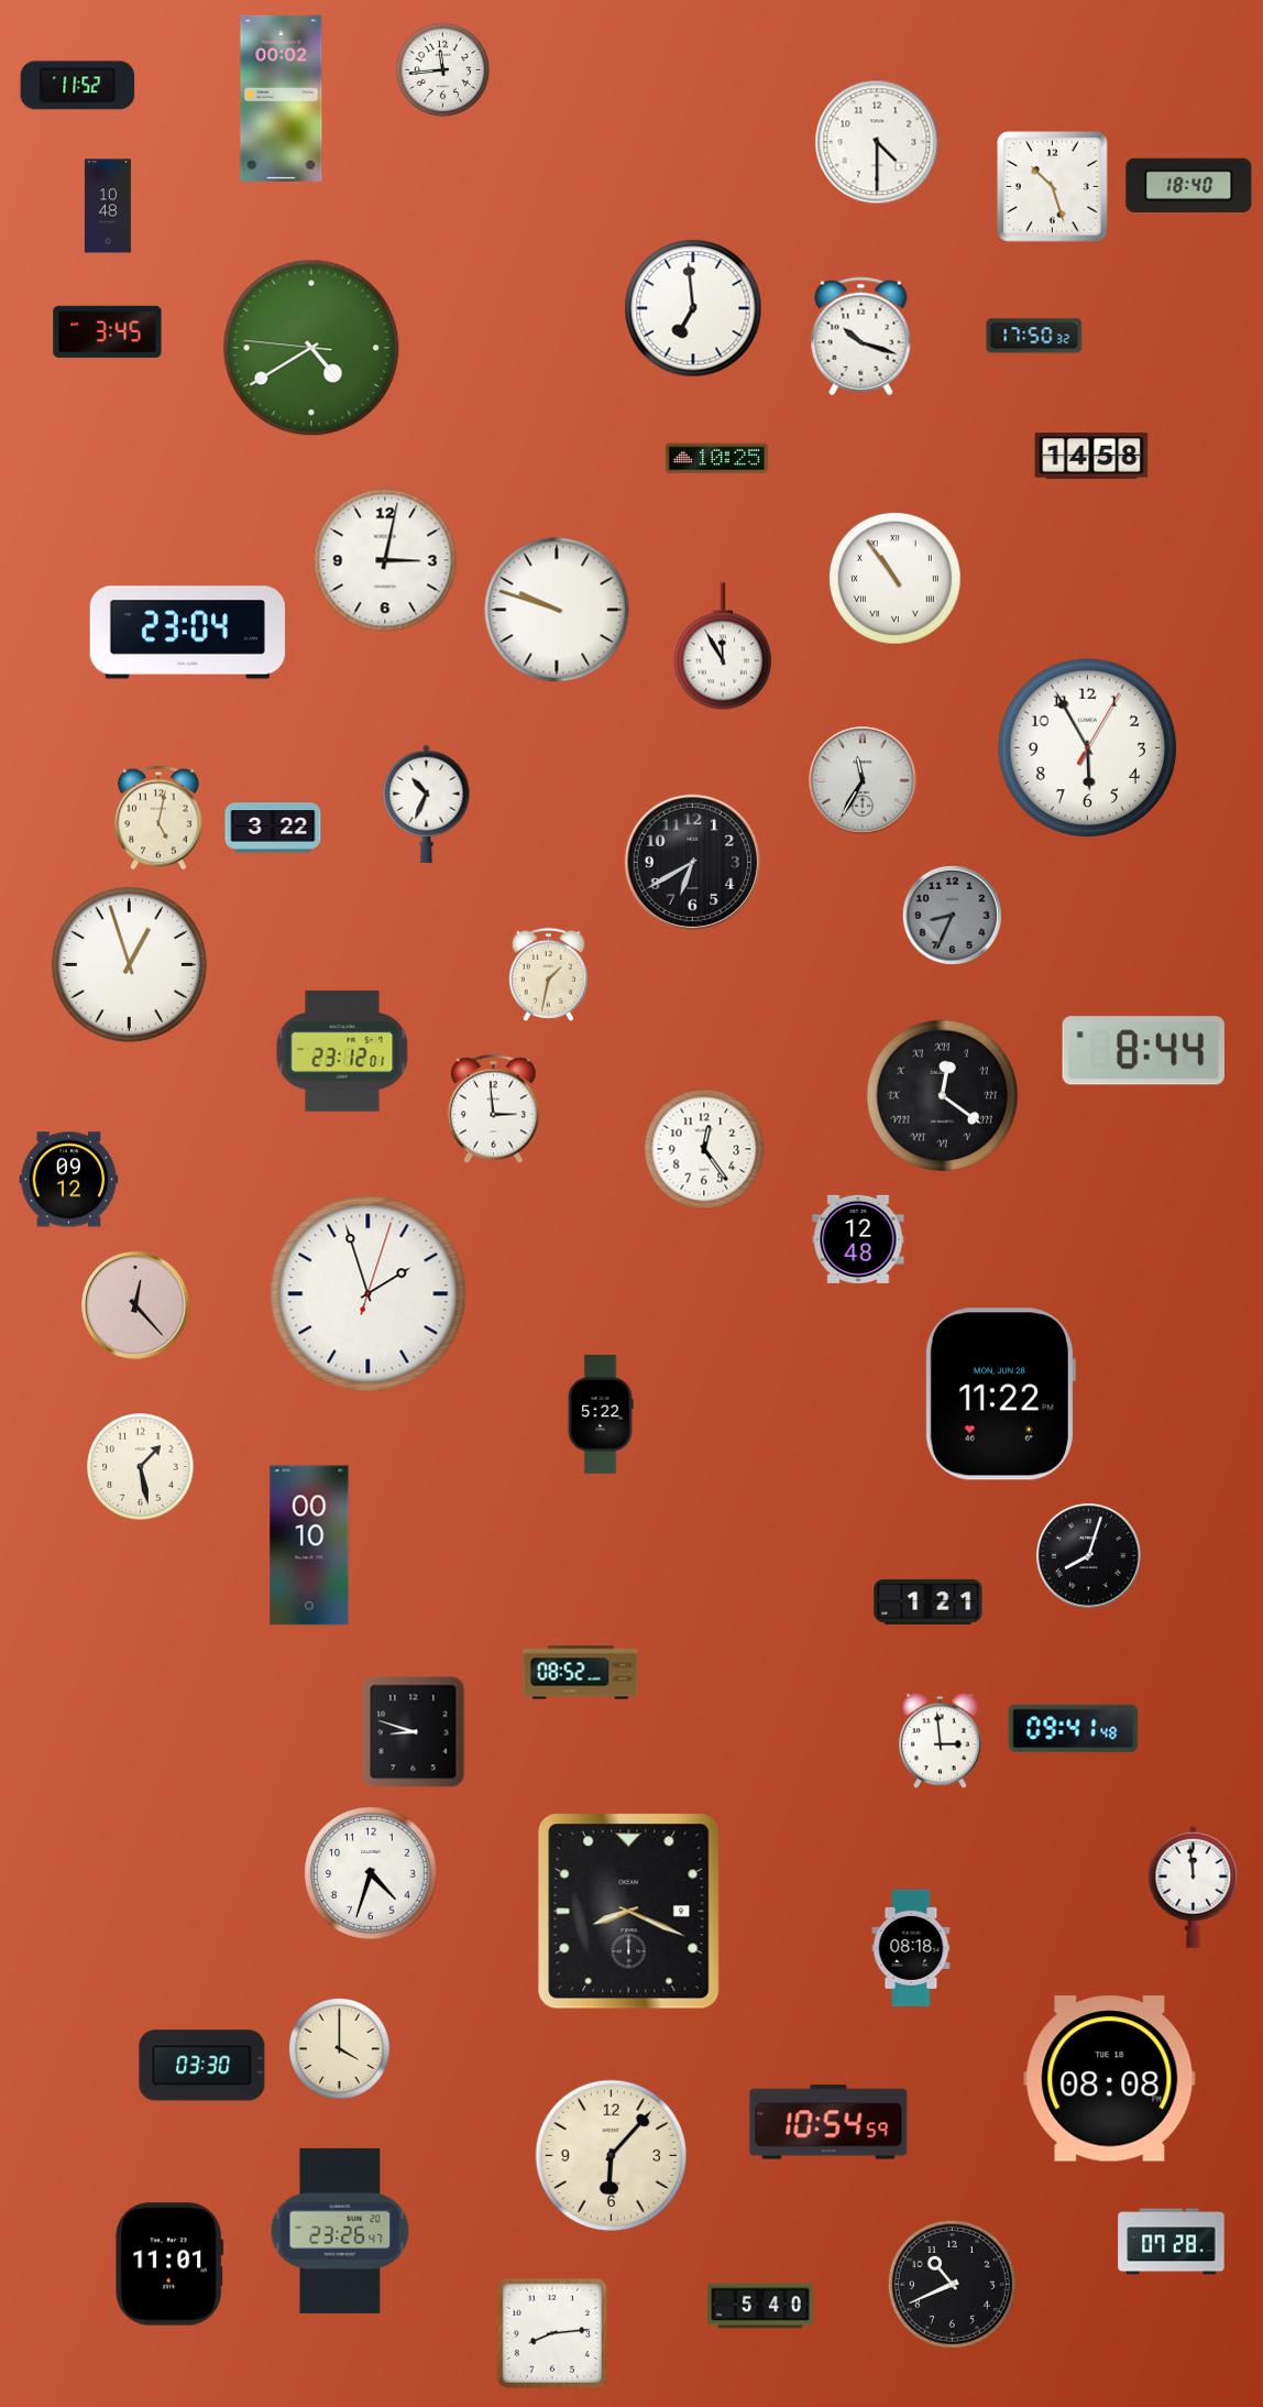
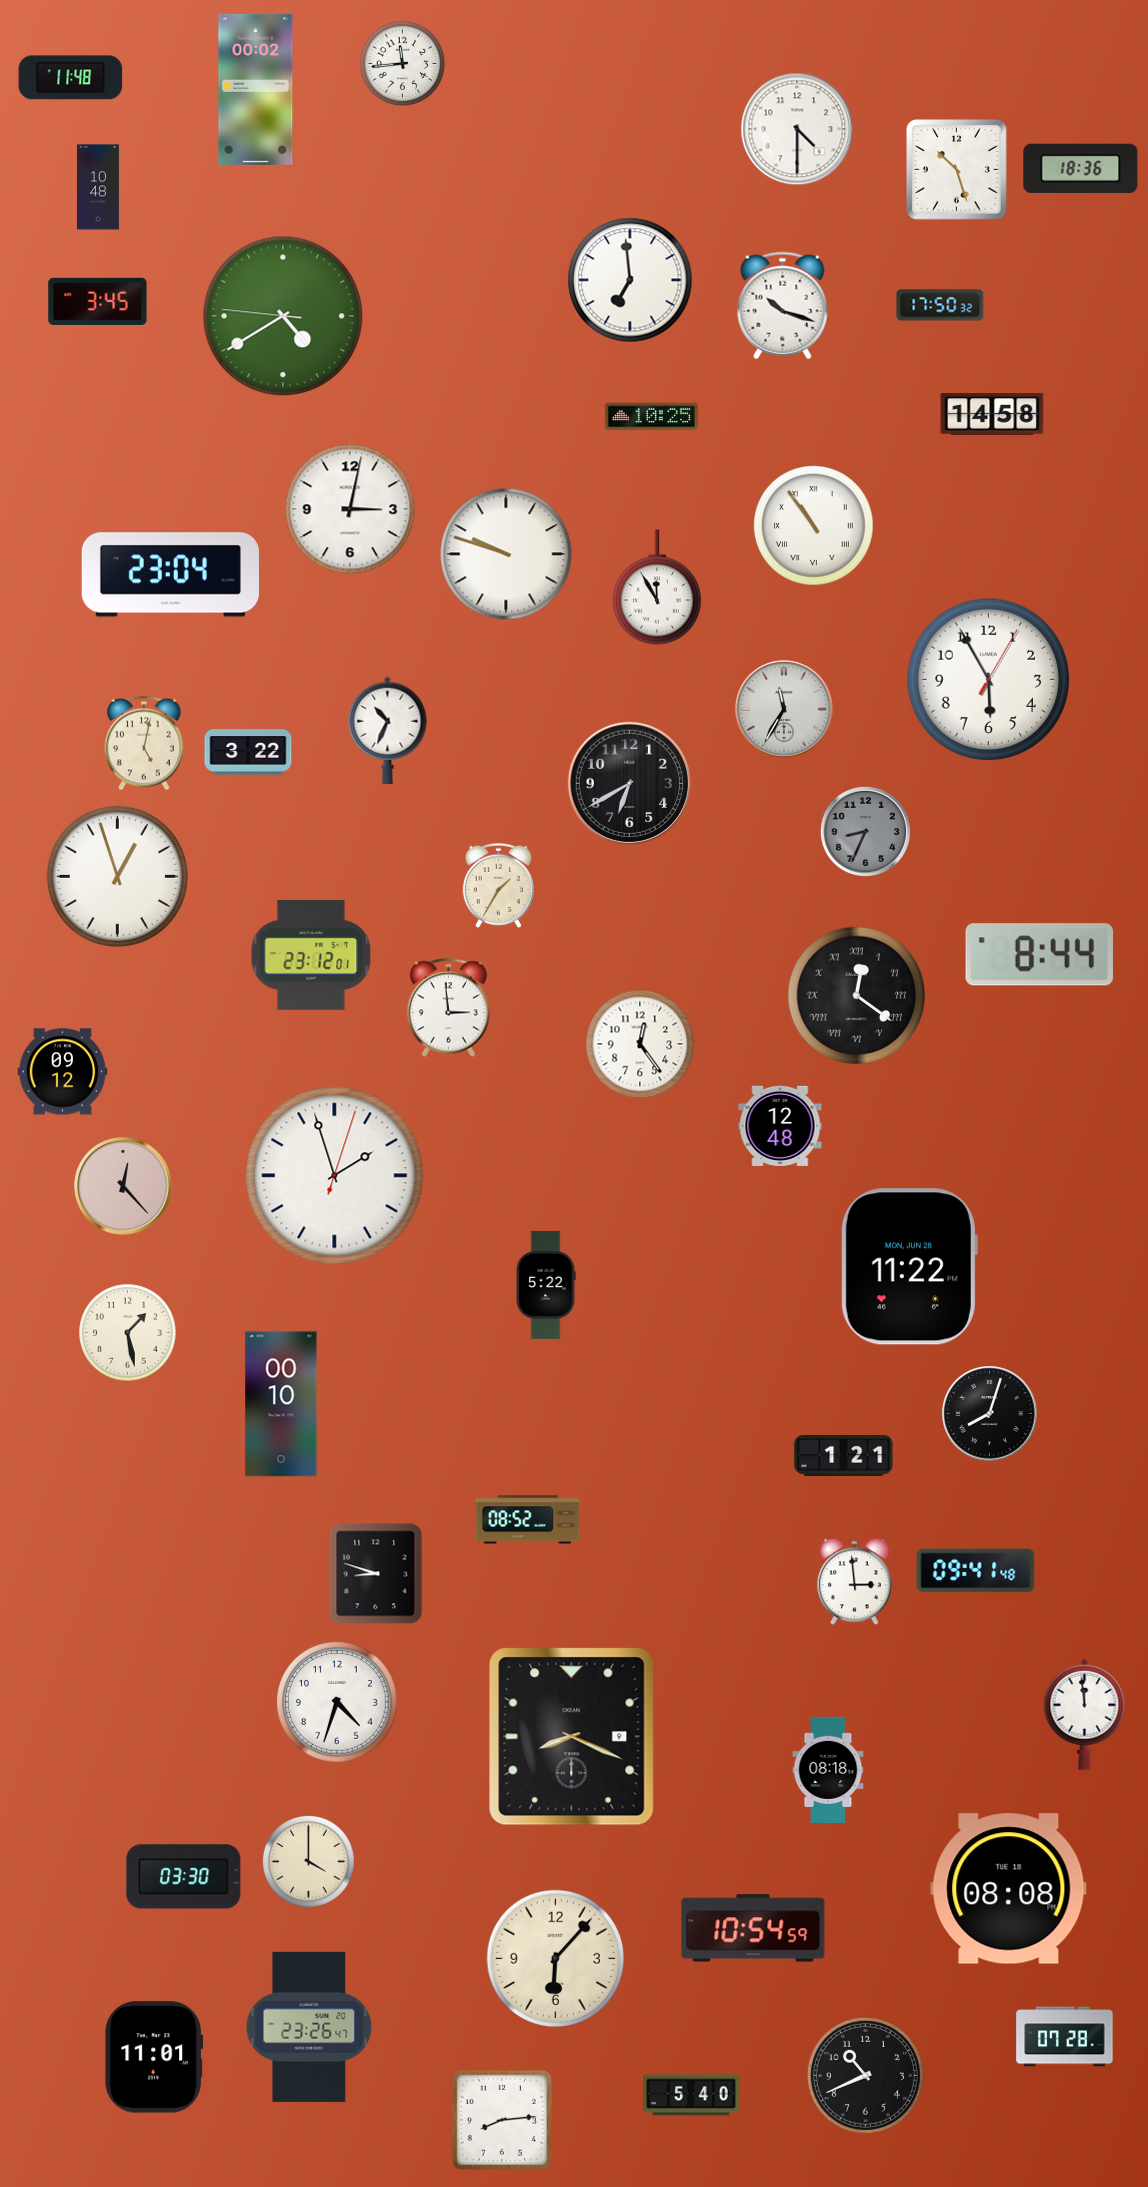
clock at (78, 86): 11:52 -> 11:48
clock at (1189, 185): 18:40 -> 18:36
clock at (548, 974): 1:32 -> 1:35
